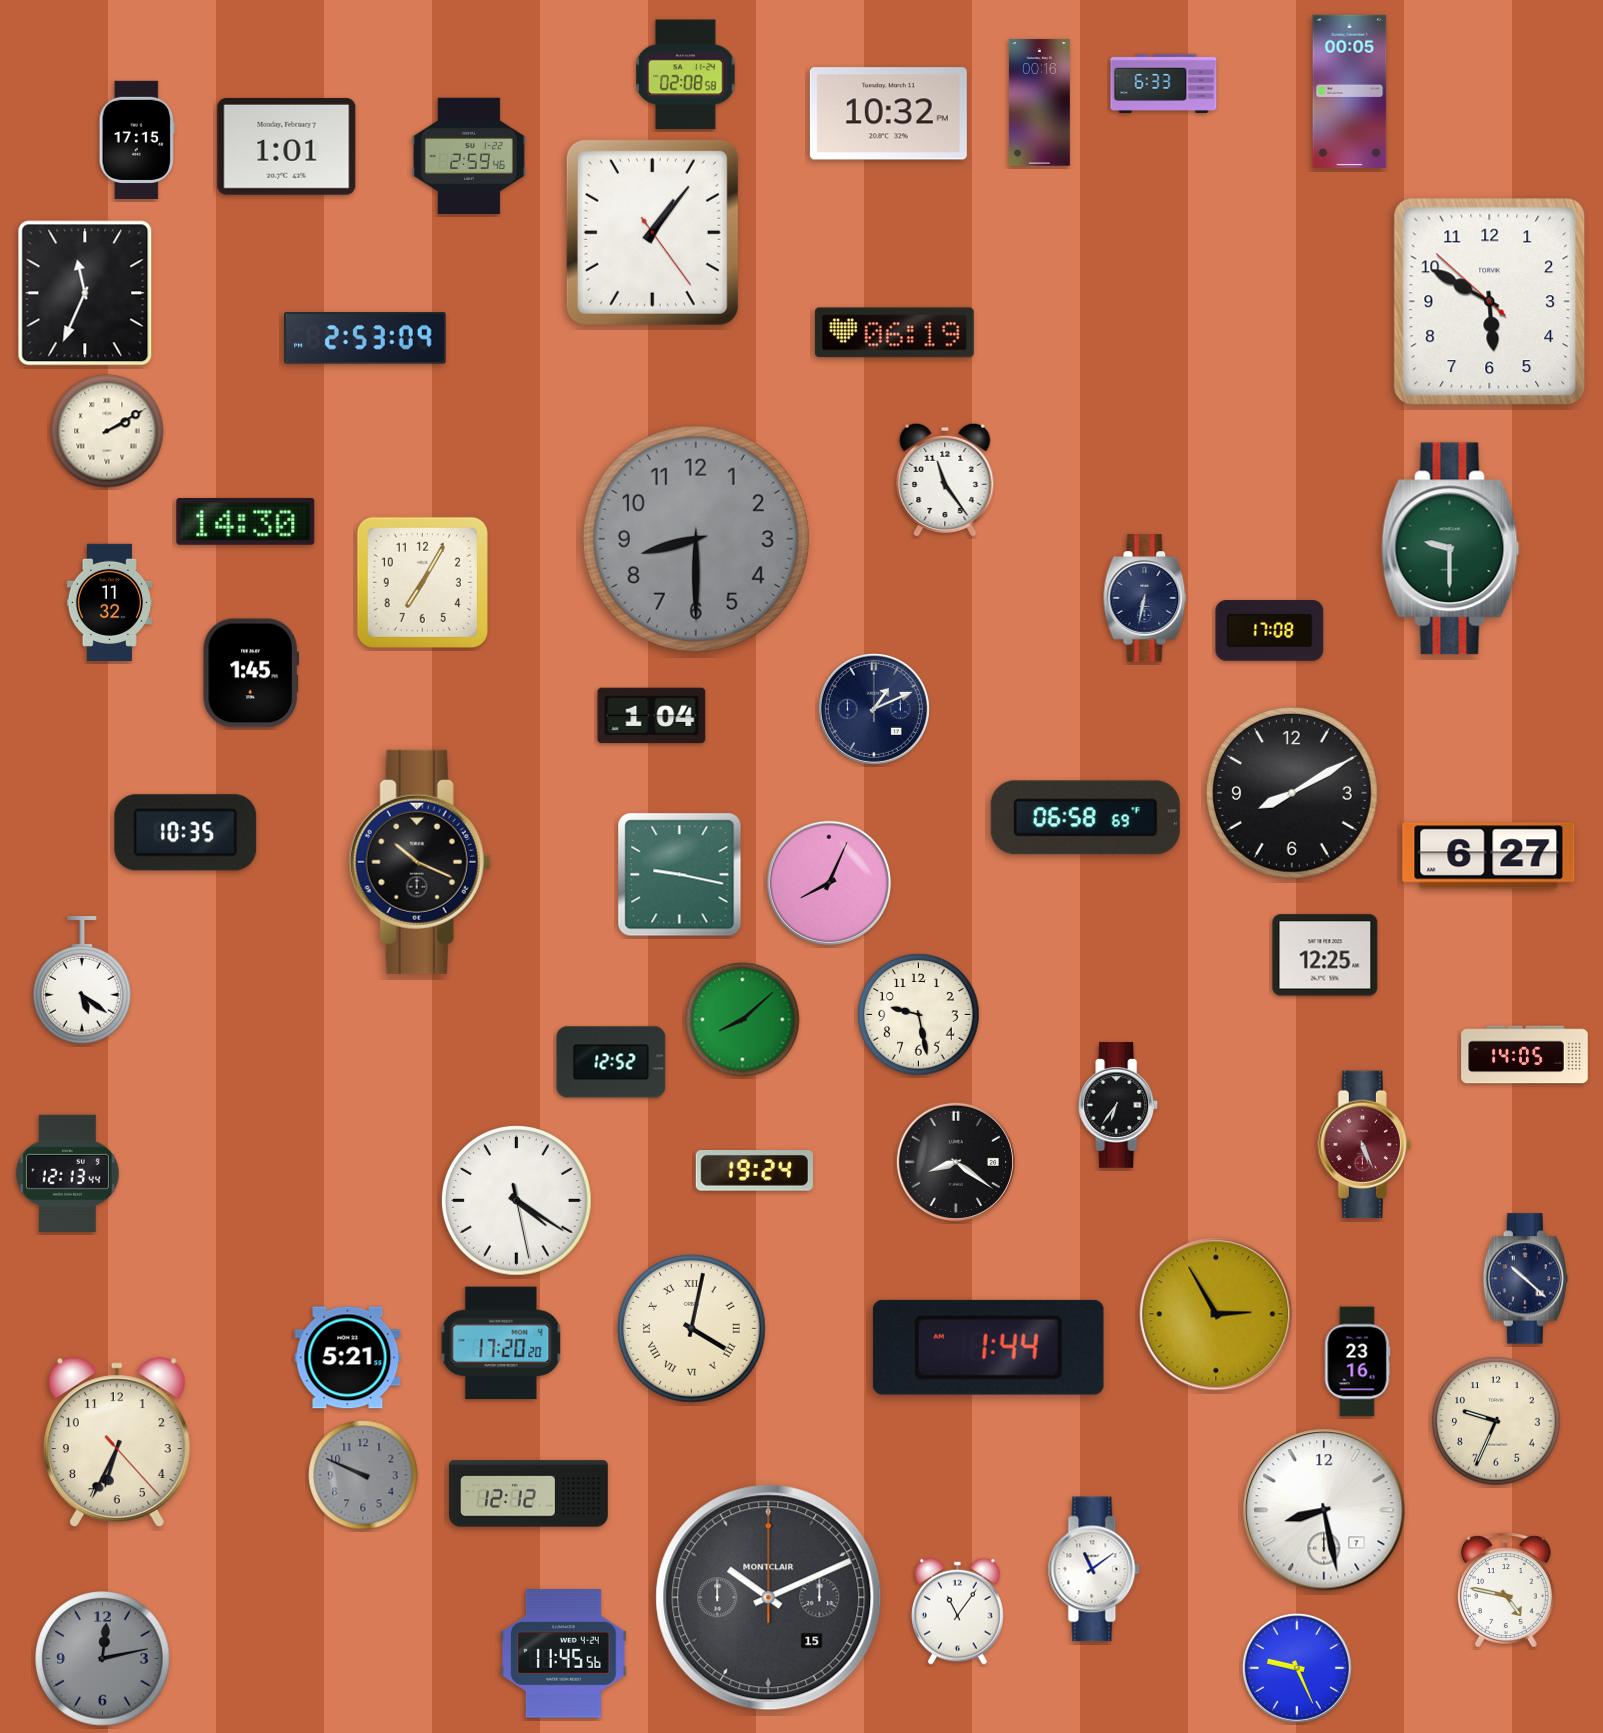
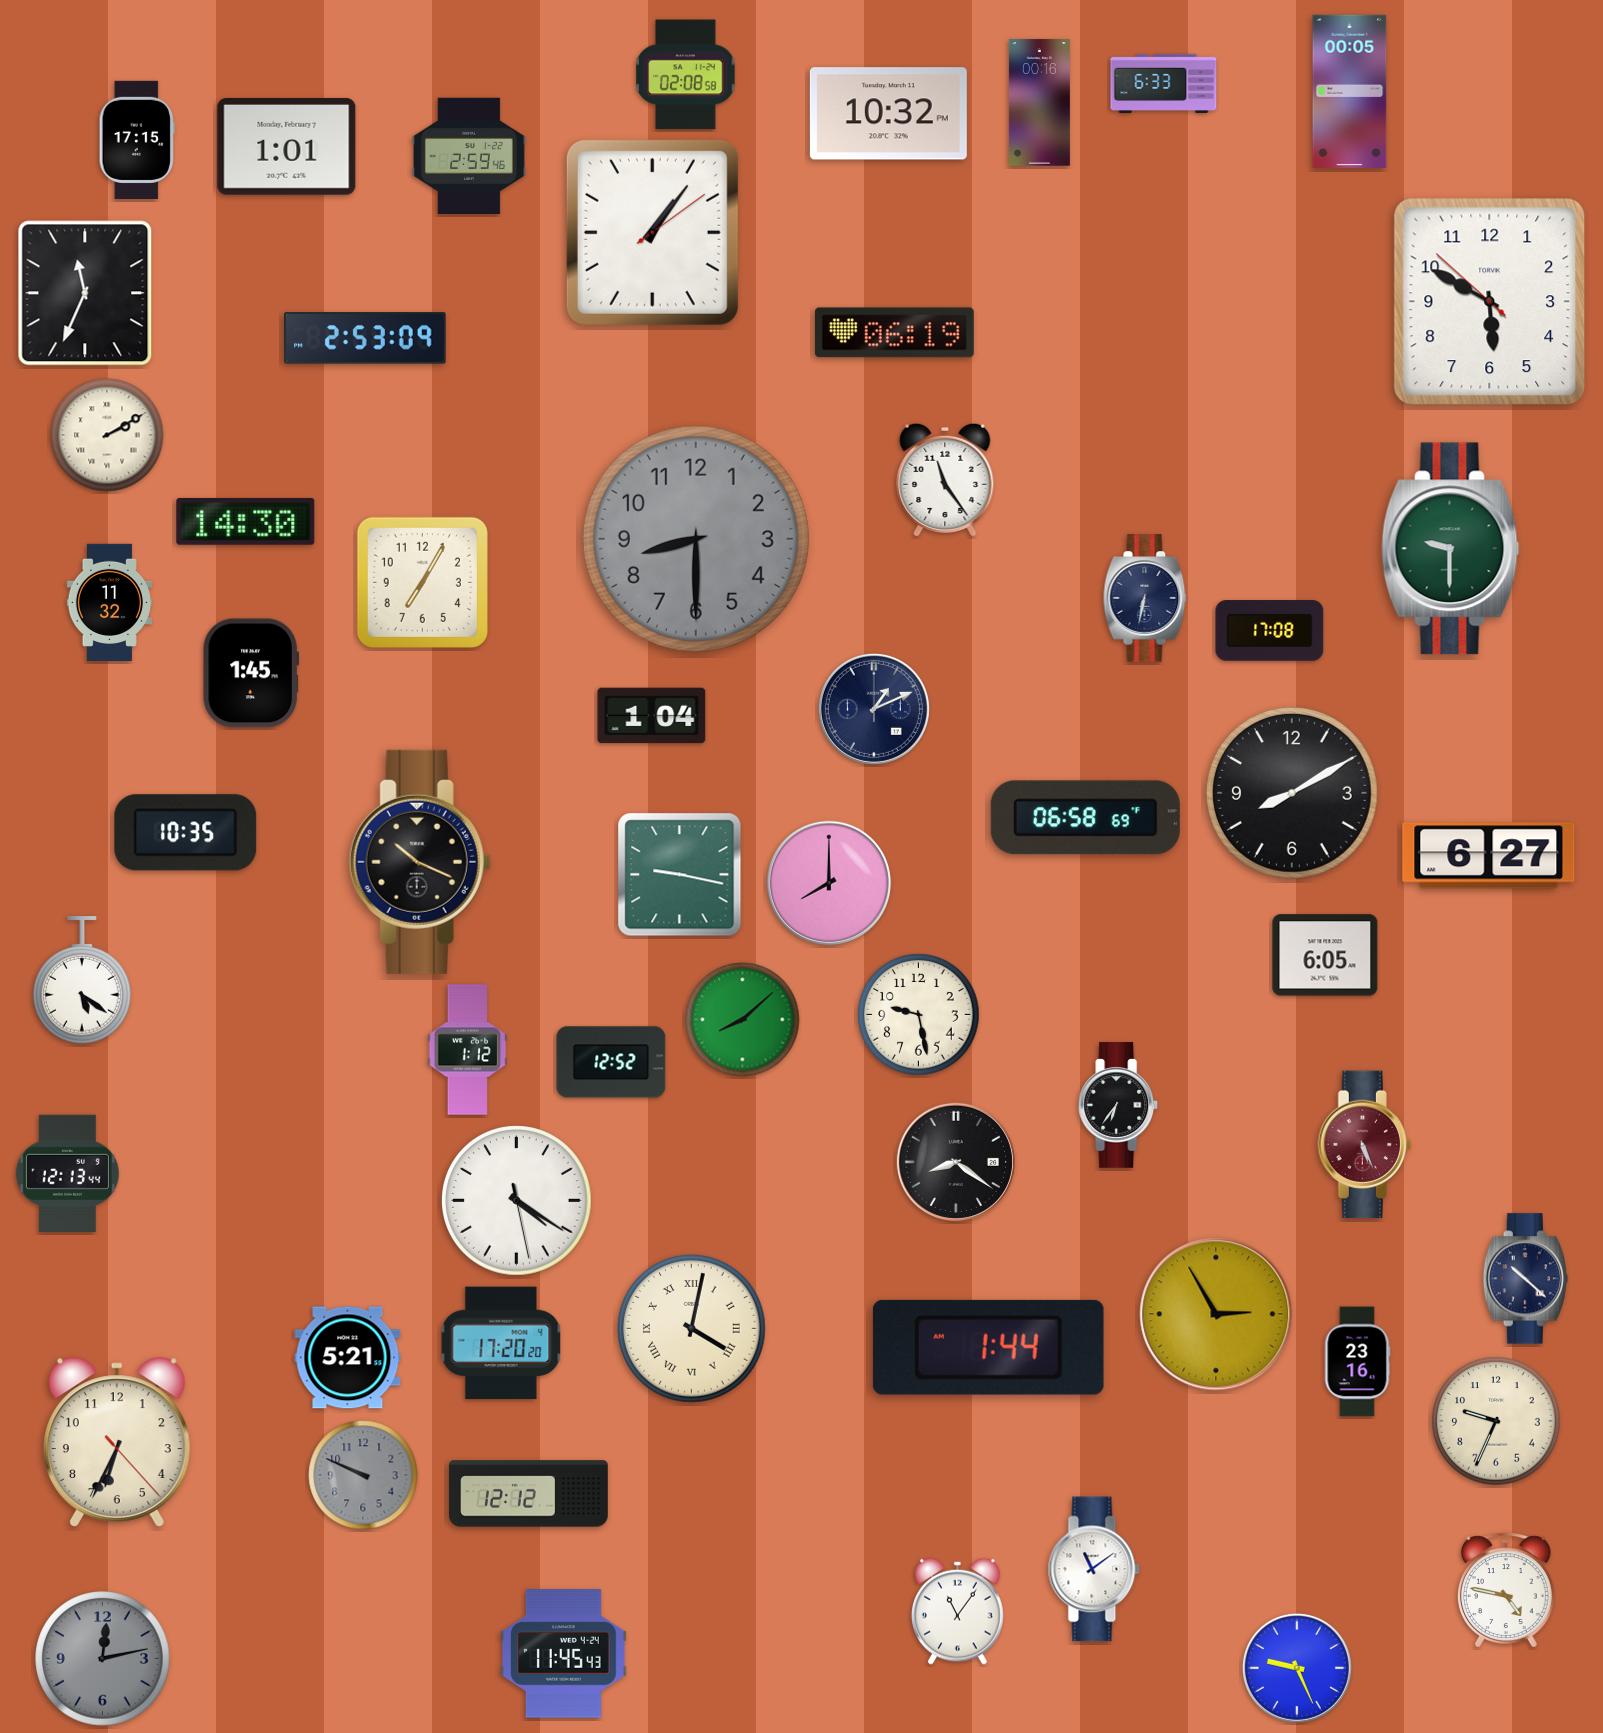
clock at (652, 232): 1:06:24 -> 1:06:09
clock at (107, 431) position: (107, 431) -> (107, 435)
clock at (829, 883): 8:04 -> 8:00
clock at (1325, 955): 12:25 -> 6:05
clock at (468, 1050): none -> 1:12
clock at (1525, 1055): 14:05 -> none
clock at (754, 1171): 19:24 -> none
clock at (1324, 1510): 8:28 -> none
clock at (769, 1598): 10:11 -> none
clock at (563, 1654): 11:45:56 -> 11:45:43
